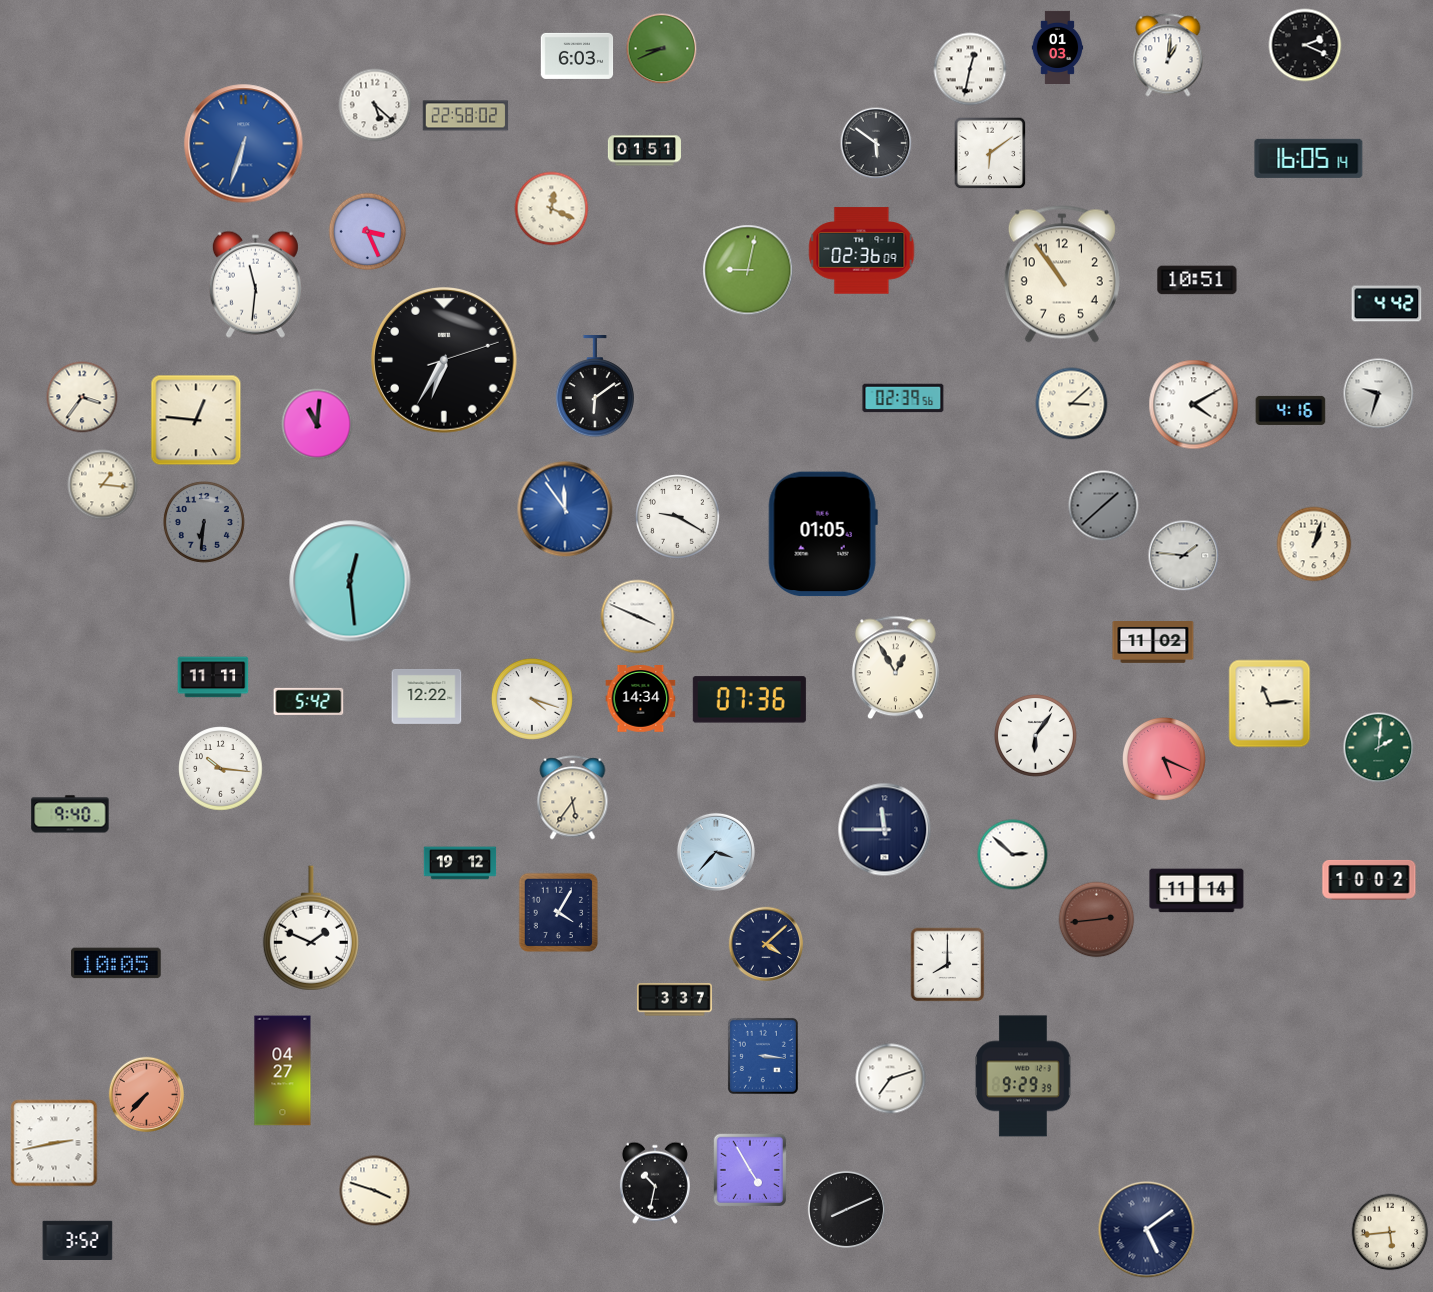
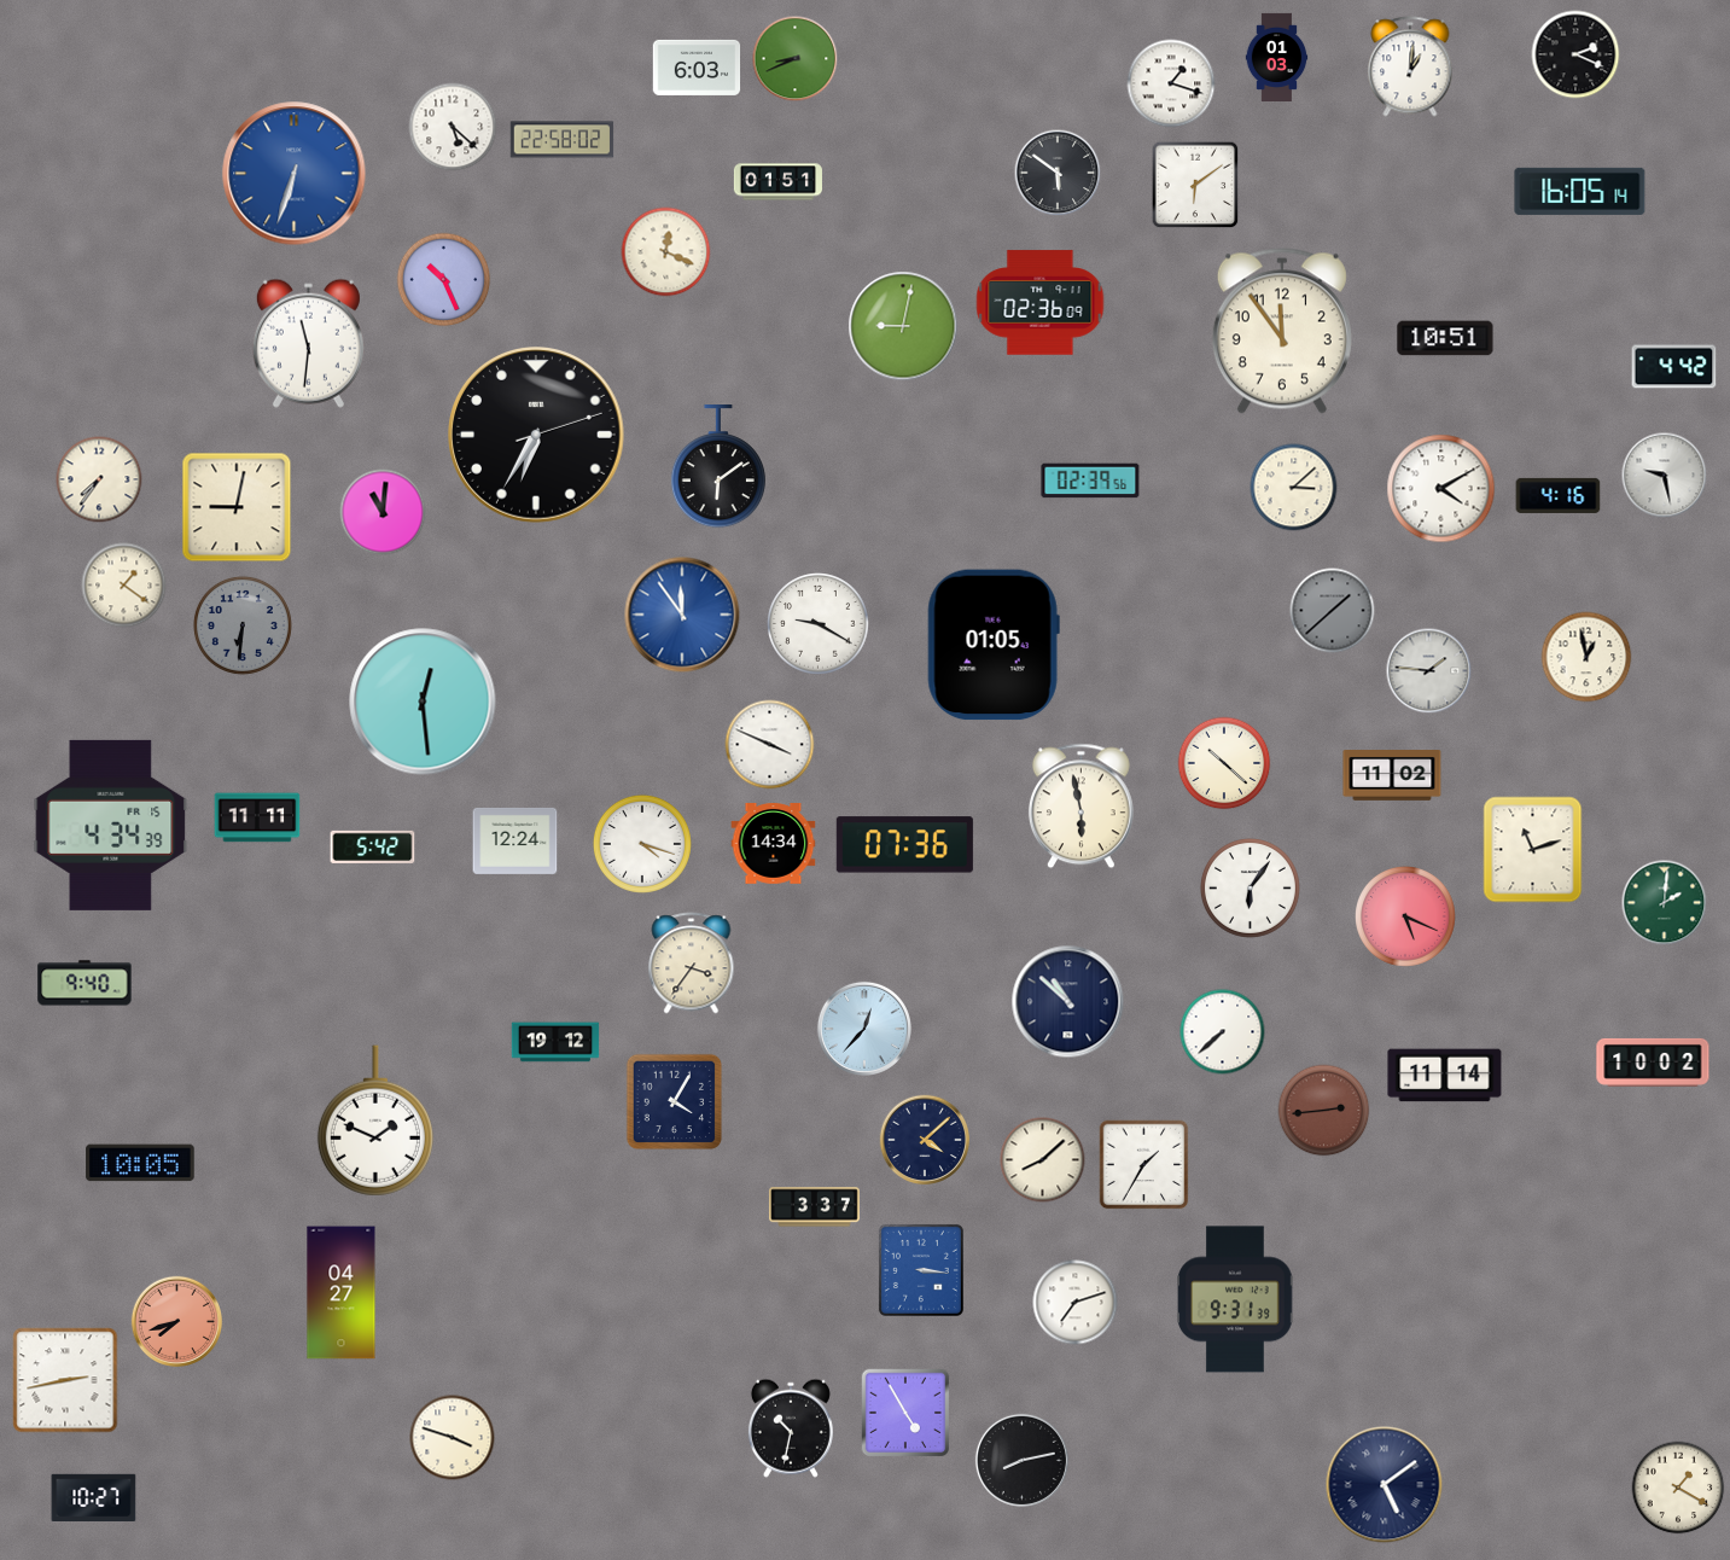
clock at (662, 49) position: (662, 49) -> (796, 59)
clock at (970, 69): 12:32 -> 1:18
clock at (368, 232): 3:26 -> 10:26
clock at (1062, 274): 10:54 -> 11:54
clock at (1379, 394): 9:33 -> 9:28
clock at (82, 397): 3:36 -> 7:36
clock at (196, 420): 12:46 -> 9:02
clock at (103, 485): 1:16 -> 1:21
clock at (204, 522) position: (204, 522) -> (243, 625)
clock at (1314, 544): 1:03 -> 12:58
clock at (1224, 763): none -> 10:22
clock at (895, 668): 12:55 -> 5:58
clock at (111, 825): none -> 4:34
clock at (427, 696): 12:22 -> 12:24
clock at (1270, 704): 11:14 -> 11:12
clock at (221, 769): 10:16 -> none
clock at (573, 798): 5:36 -> 3:36
clock at (885, 830): 11:45 -> 10:52
clock at (716, 852): 3:37 -> 12:37
clock at (1013, 855): 2:52 -> 7:38
clock at (1043, 1160): none -> 8:08
clock at (948, 965): 8:00 -> 1:35
clock at (763, 1056) position: (763, 1056) -> (921, 1270)
clock at (1023, 1076): 9:29 -> 9:31
clock at (146, 1094): 7:37 -> 7:42
clock at (846, 1209): 8:11 -> 8:13
clock at (1390, 1232): 5:44 -> 1:20
clock at (78, 1241): 3:52 -> 10:27
